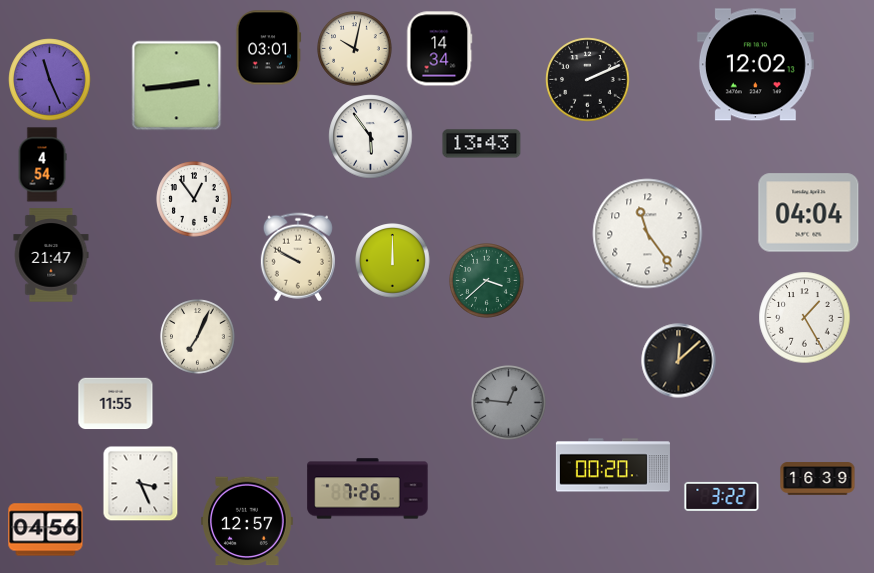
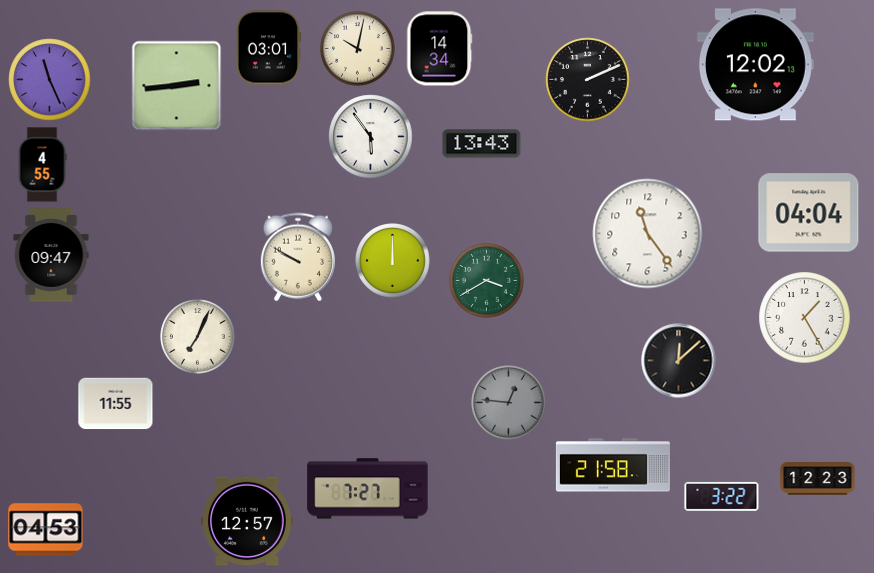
clock at (355, 49) position: (355, 49) -> (358, 49)
clock at (42, 165): 4:54 -> 4:55
clock at (194, 199): 12:54 -> none
clock at (51, 255): 21:47 -> 09:47
clock at (487, 281): 3:38 -> 3:40
clock at (613, 465): 00:20 -> 21:58
clock at (818, 479): 16:39 -> 12:23
clock at (141, 484): 3:26 -> none
clock at (368, 489): 7:26 -> 7:27
clock at (46, 530): 04:56 -> 04:53
